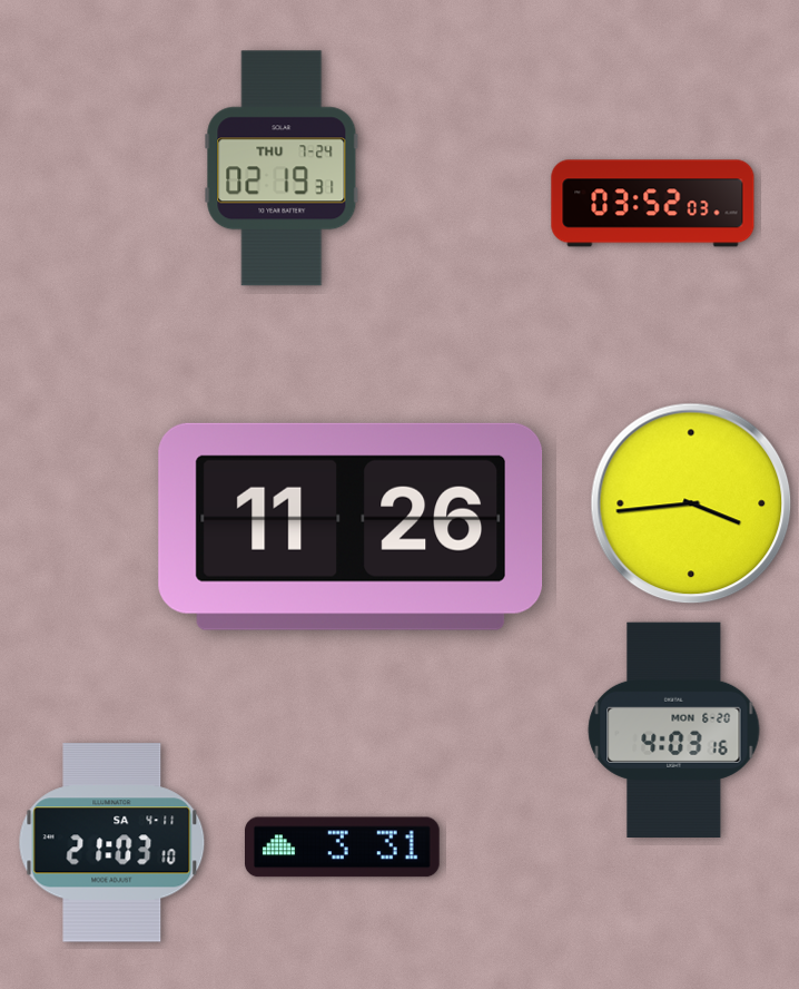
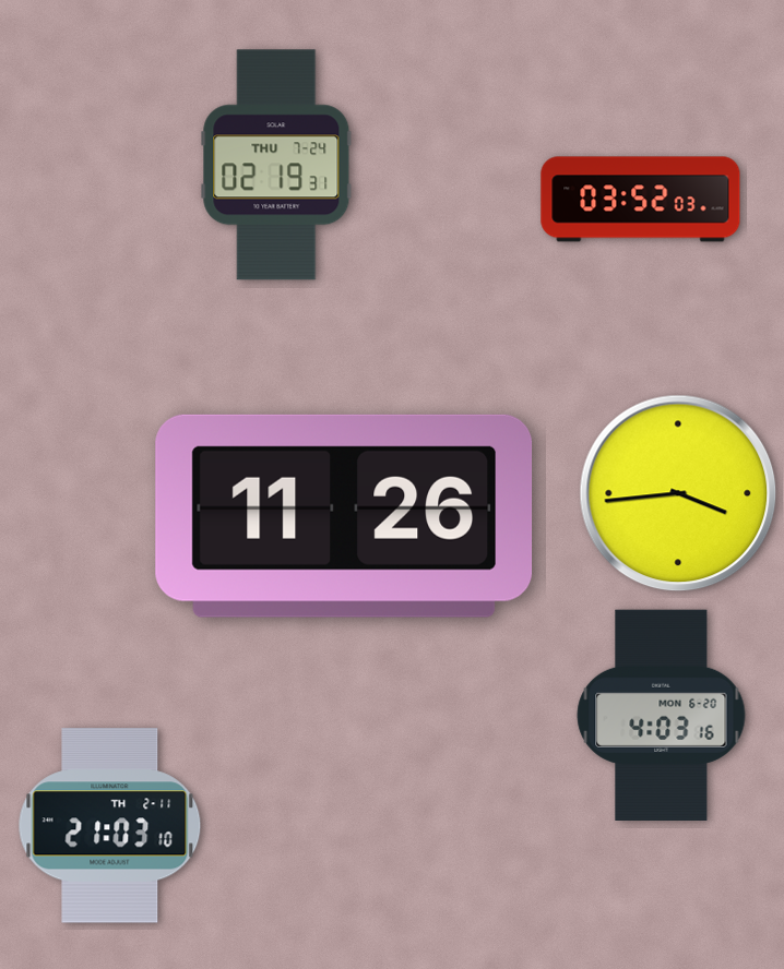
clock at (112, 843) date: SA 4-11 -> TH 2-11
clock at (343, 848): 3:31 -> none
